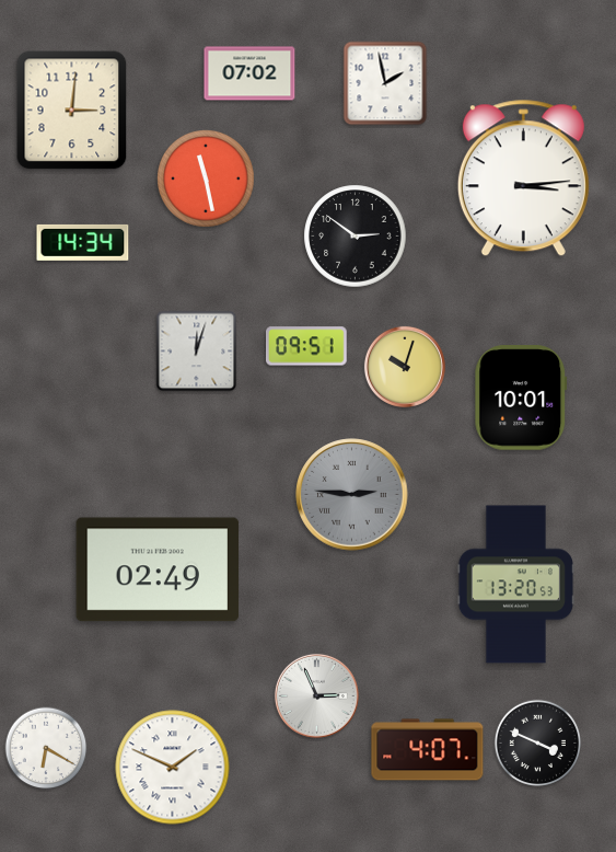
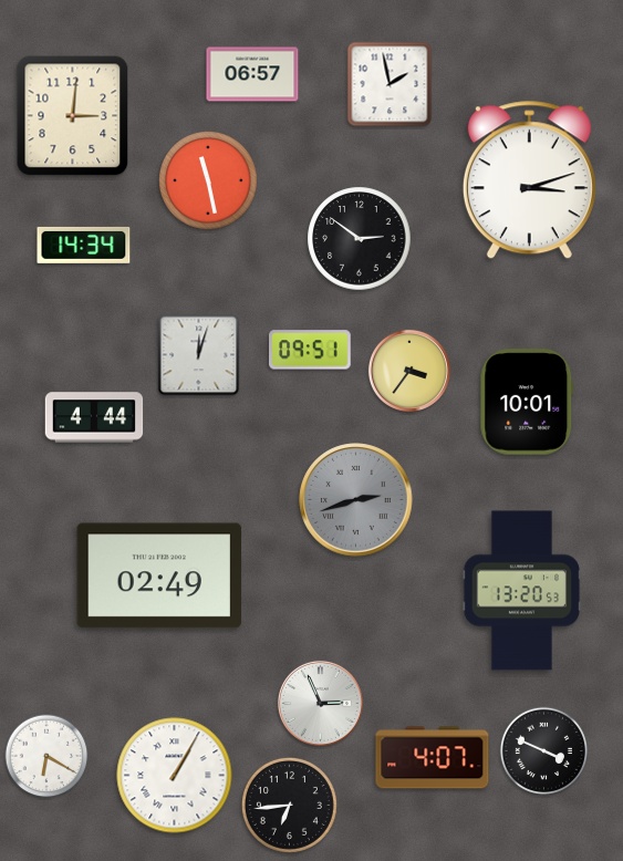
clock at (249, 73): 07:02 -> 06:57
clock at (72, 111) position: (72, 111) -> (73, 116)
clock at (523, 179): 3:14 -> 3:12
clock at (405, 367): 10:03 -> 3:36
clock at (94, 417): none -> 4:44
clock at (352, 495): 2:46 -> 2:42
clock at (173, 768): 1:49 -> 1:05
clock at (289, 805): none -> 6:44
